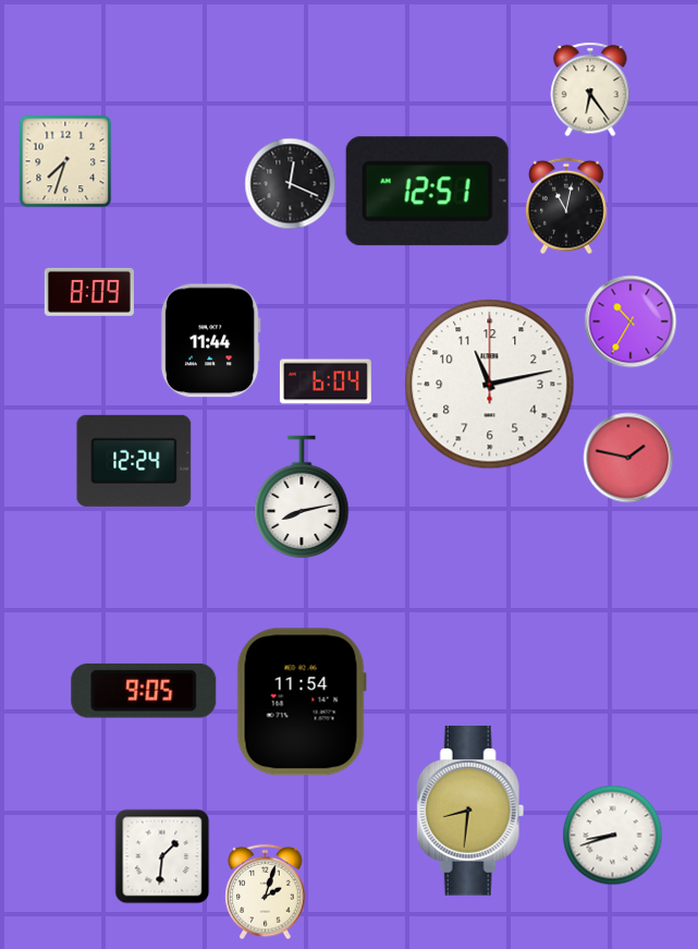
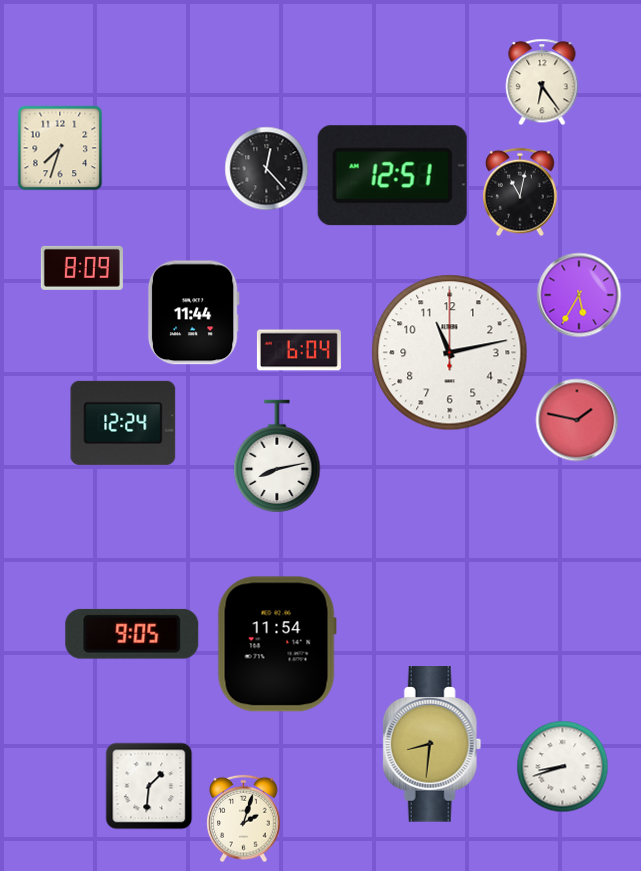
clock at (291, 184): 12:19 -> 12:23
clock at (567, 206) position: (567, 206) -> (521, 192)
clock at (630, 321): 10:35 -> 5:35
